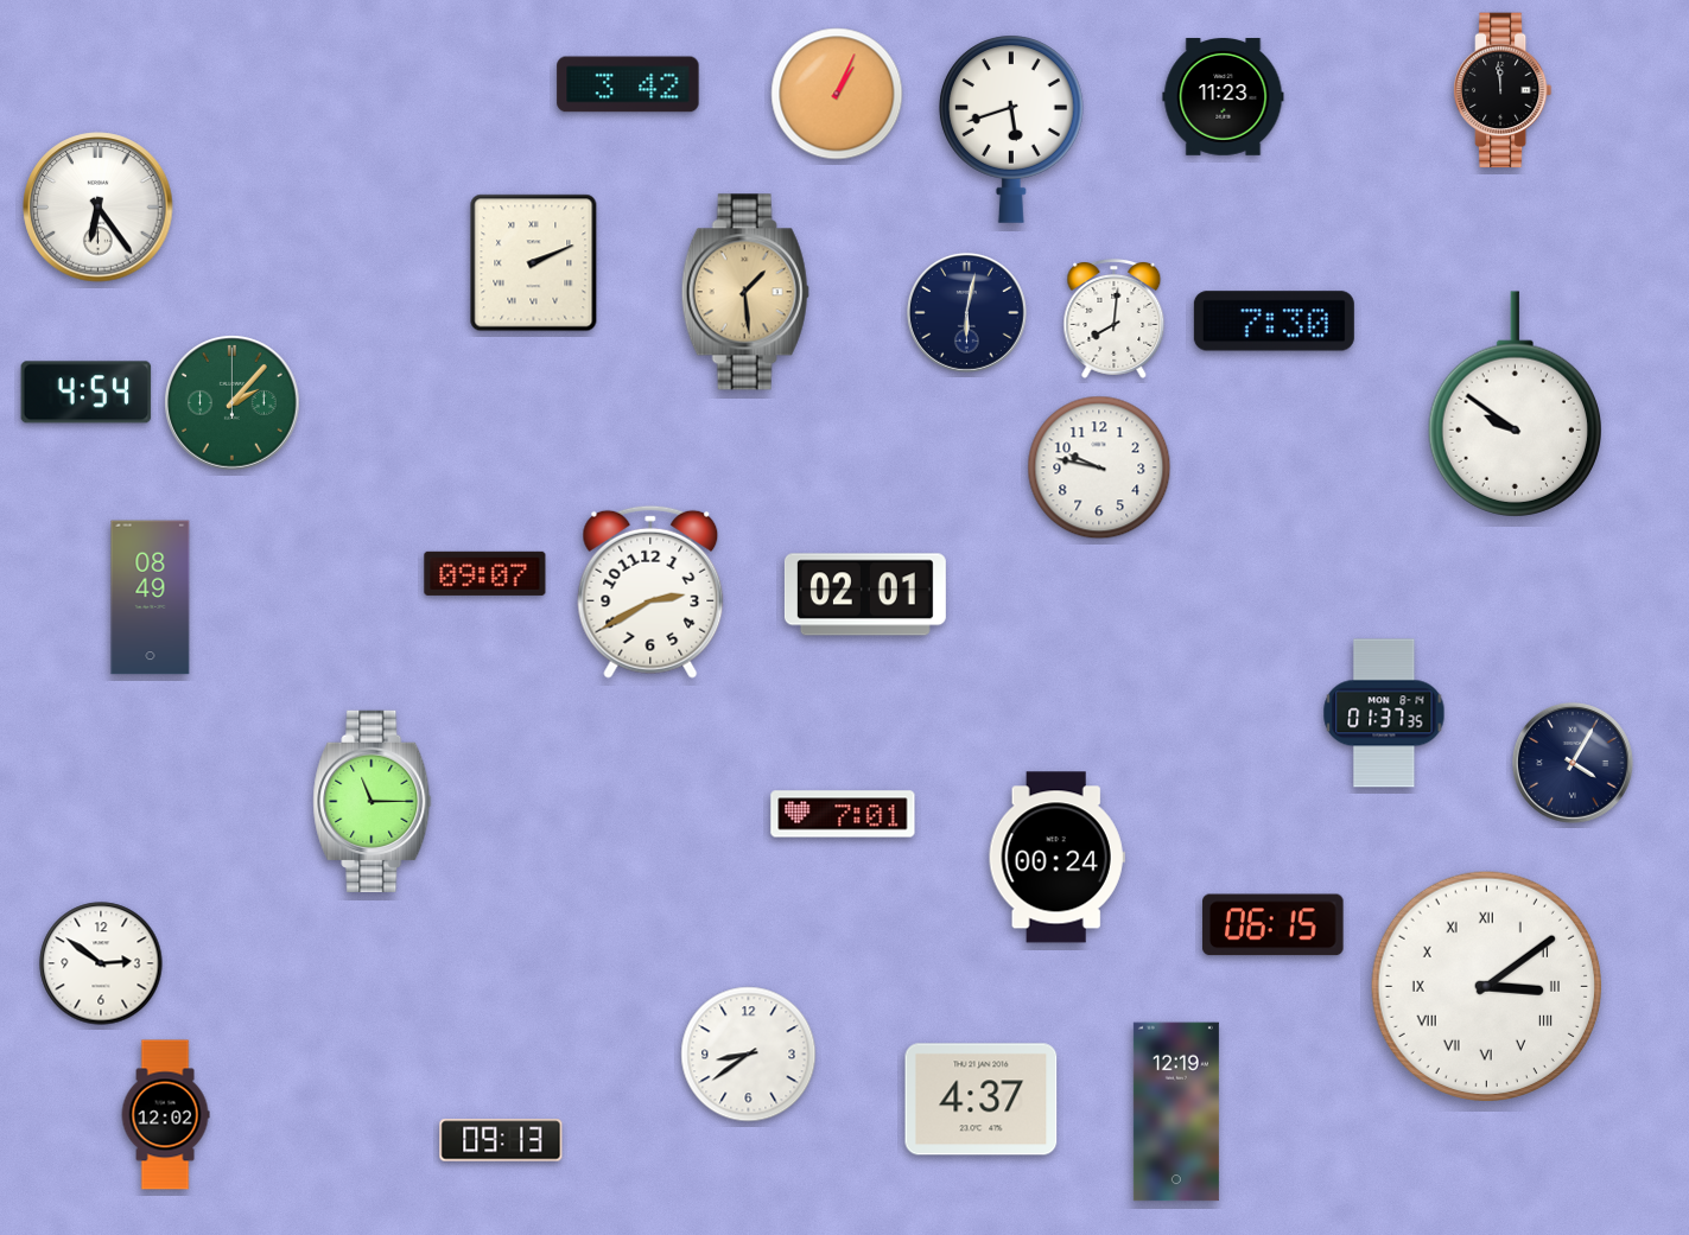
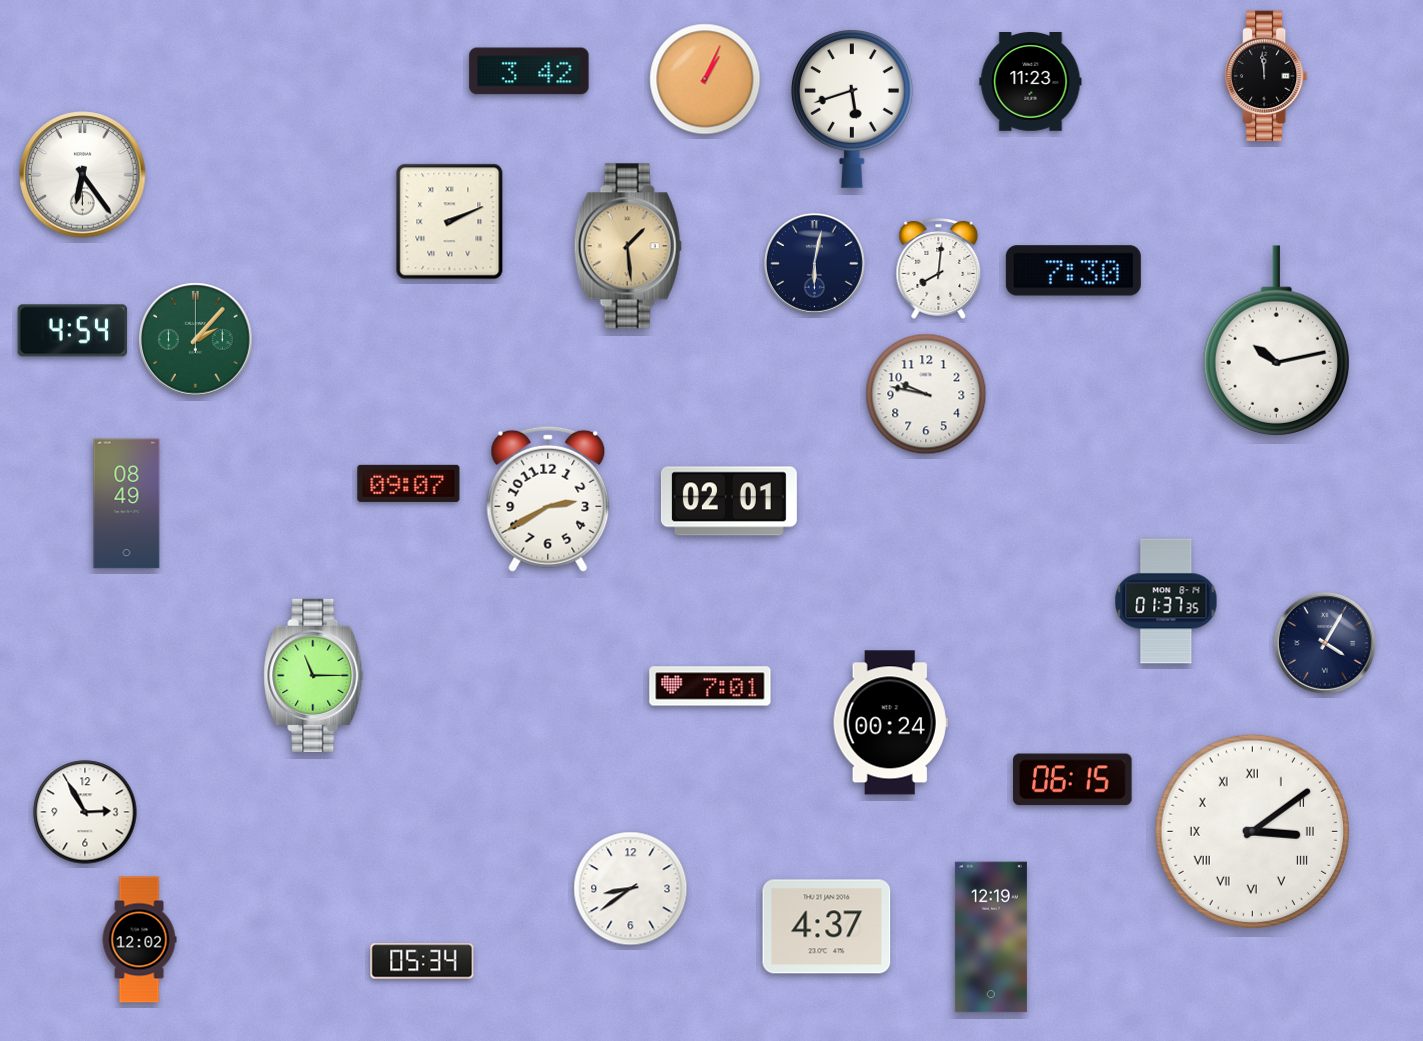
clock at (1515, 405): 9:51 -> 10:13
clock at (101, 963): 2:51 -> 2:55
clock at (501, 1140): 09:13 -> 05:34
